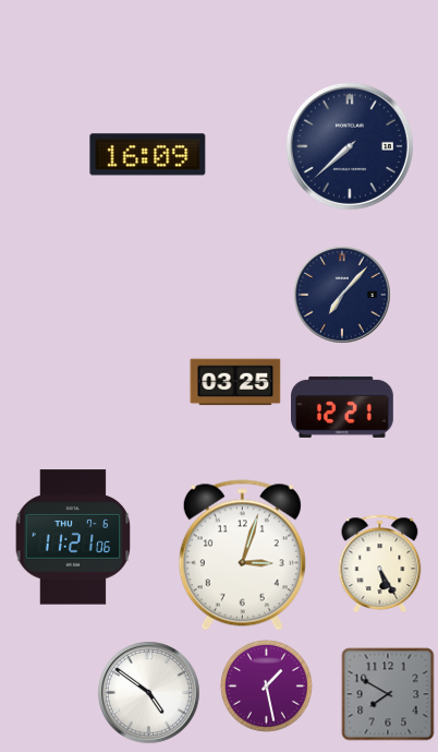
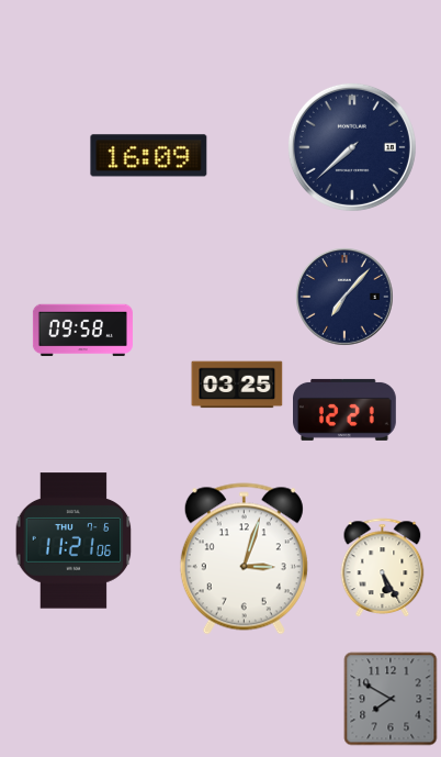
clock at (82, 331): none -> 09:58
clock at (267, 687): 1:28 -> none
clock at (149, 693): 4:51 -> none
